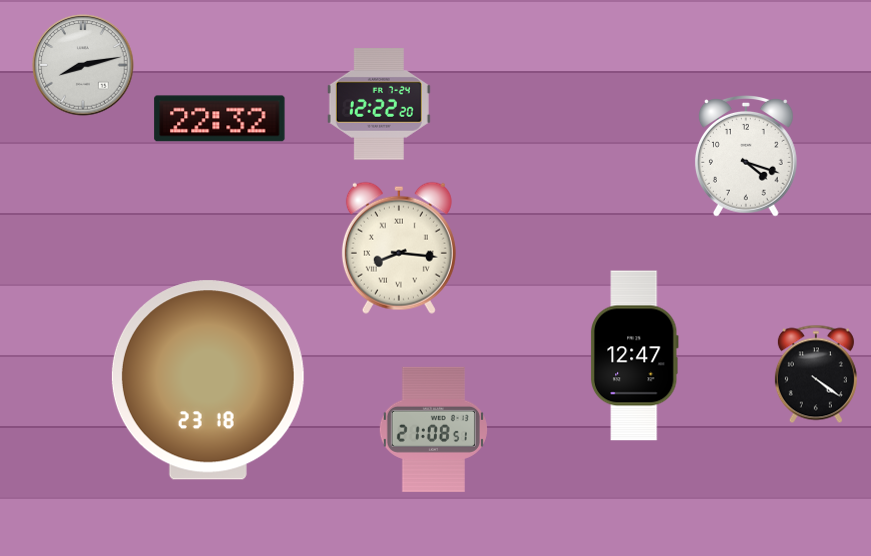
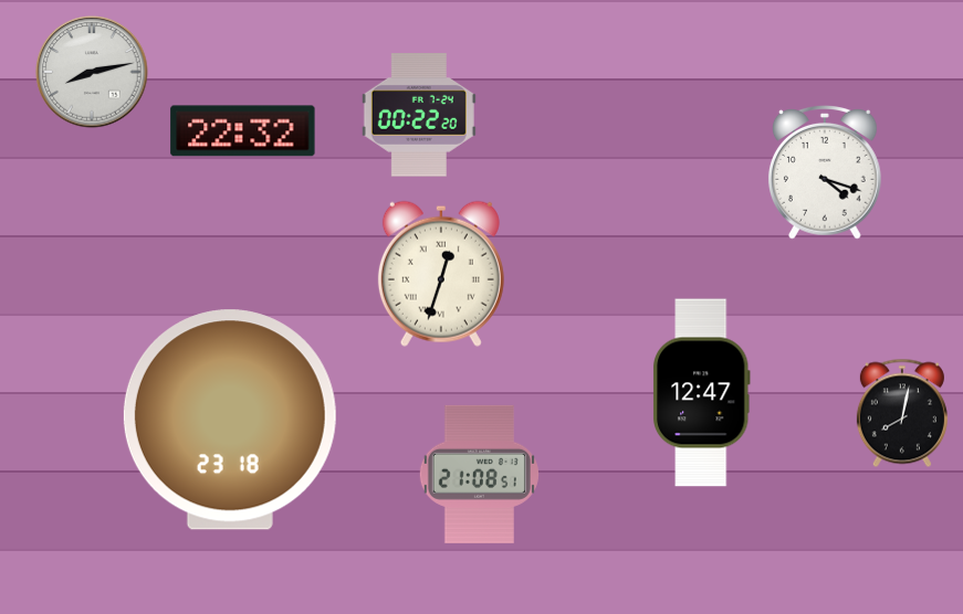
clock at (379, 105): 12:22 -> 00:22
clock at (399, 248): 8:16 -> 12:33
clock at (816, 374): 4:21 -> 8:02
